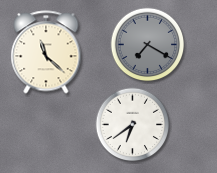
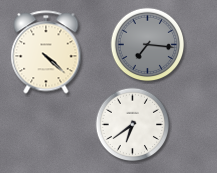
clock at (148, 45): 7:20 -> 7:16
clock at (46, 52): 11:22 -> 4:22
